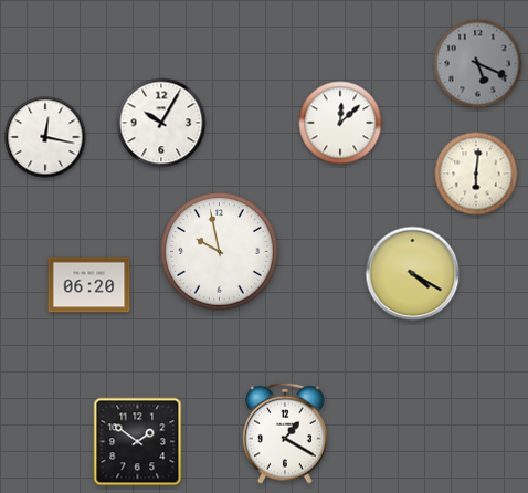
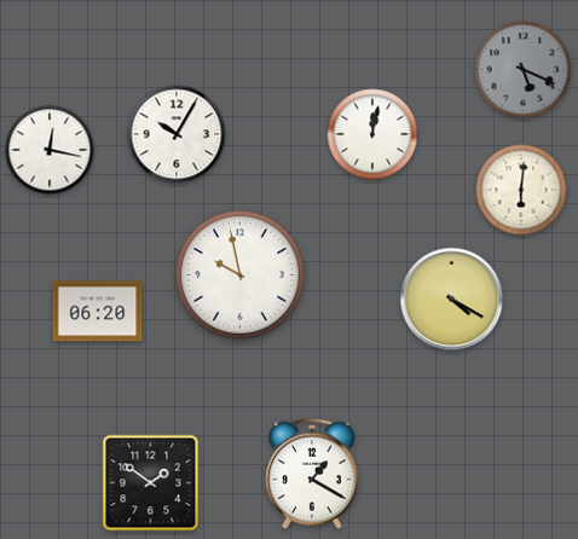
clock at (340, 123): 12:08 -> 12:02
